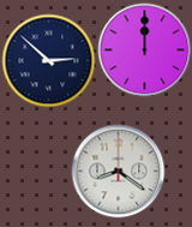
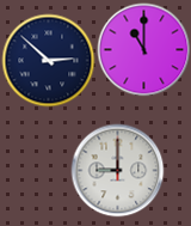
clock at (144, 49): 12:00 -> 11:00
clock at (118, 171): 8:21 -> 9:00
